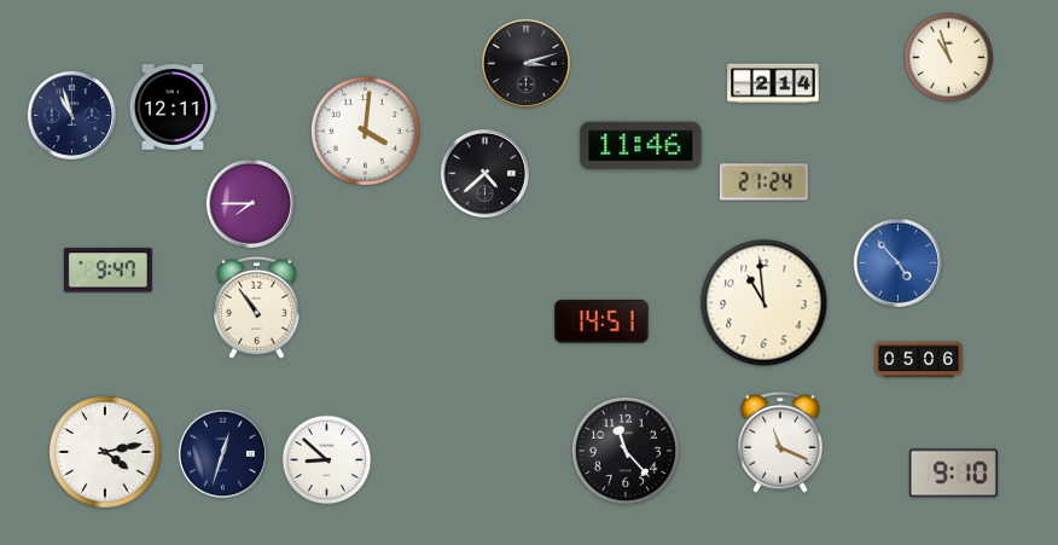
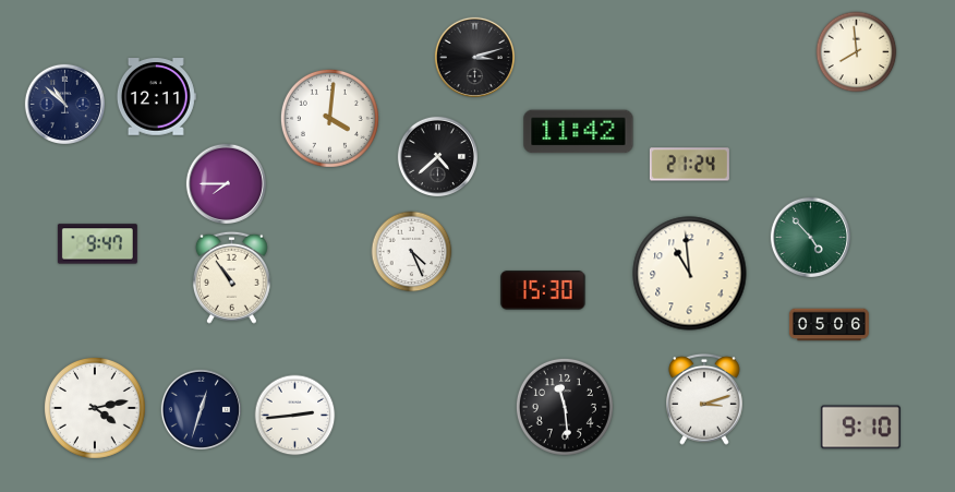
clock at (949, 58): 10:57 -> 7:59
clock at (773, 83): 2:14 -> none
clock at (71, 115): 10:57 -> 10:52
clock at (641, 146): 11:46 -> 11:42
clock at (897, 262) dial: blue -> green
clock at (412, 252): none -> 4:26
clock at (601, 321): 14:51 -> 15:30
clock at (781, 442): 11:19 -> 3:12
clock at (626, 451): 11:23 -> 11:29
clock at (327, 460): 8:52 -> 2:44
